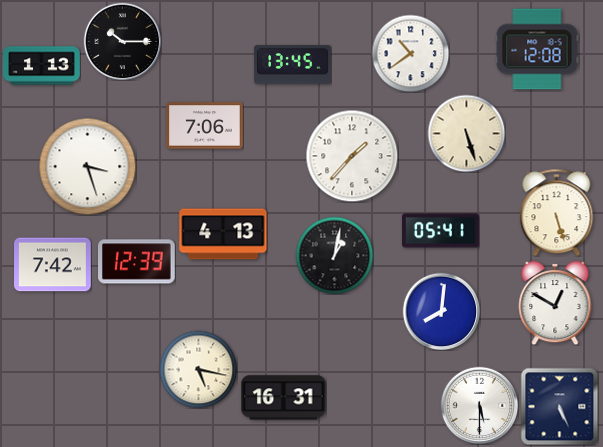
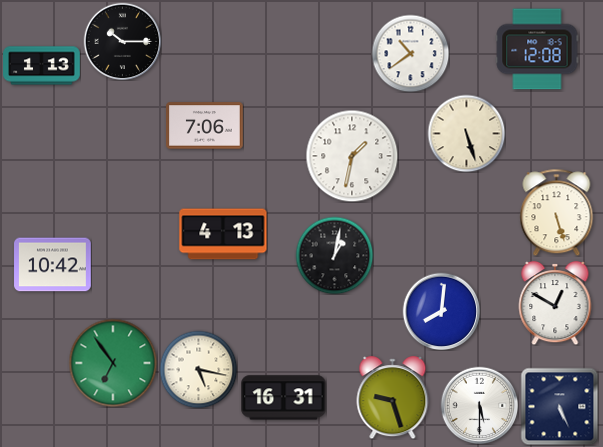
clock at (293, 65): 13:45 -> none
clock at (352, 156): 1:37 -> 1:32
clock at (87, 166): 3:27 -> none
clock at (441, 231): 05:41 -> none
clock at (137, 262): 12:39 -> none
clock at (53, 265): 7:42 -> 10:42
clock at (113, 363): none -> 6:54
clock at (393, 398): none -> 9:27
